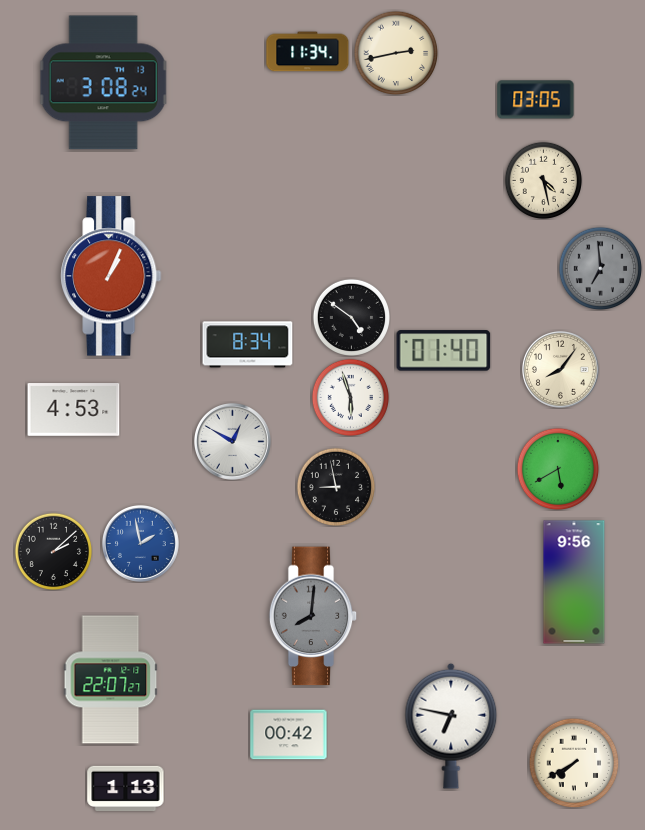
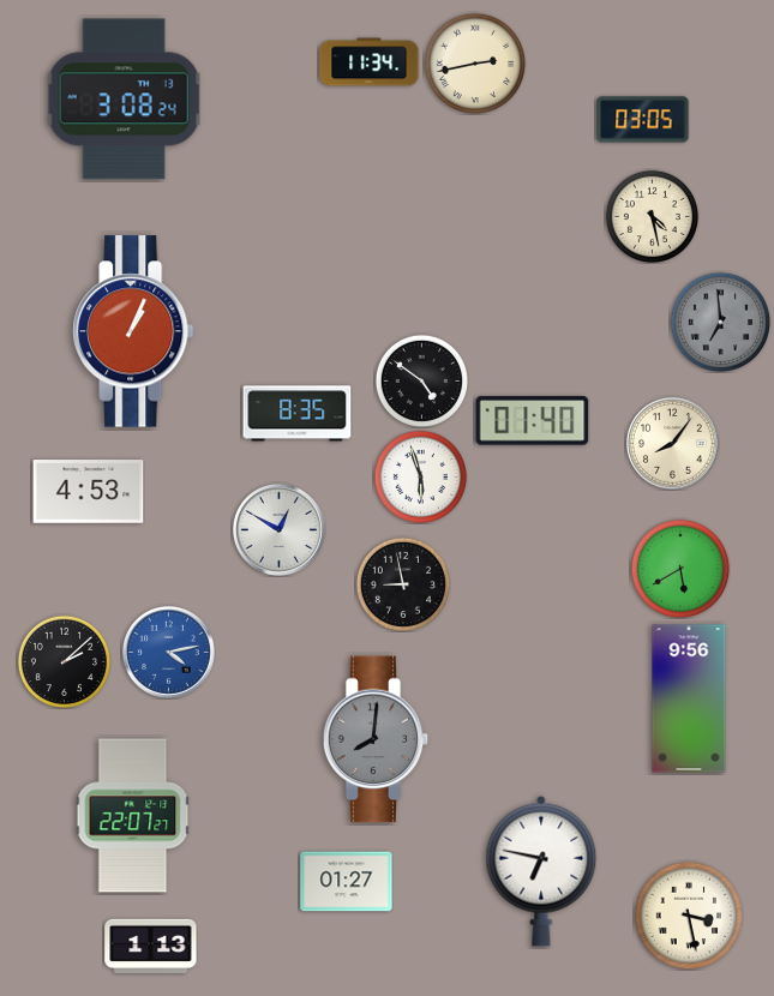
clock at (248, 345): 8:34 -> 8:35
clock at (558, 469) position: (558, 469) -> (680, 569)
clock at (140, 543): 1:58 -> 4:13
clock at (289, 735): 00:42 -> 01:27
clock at (574, 763): 7:40 -> 3:28
